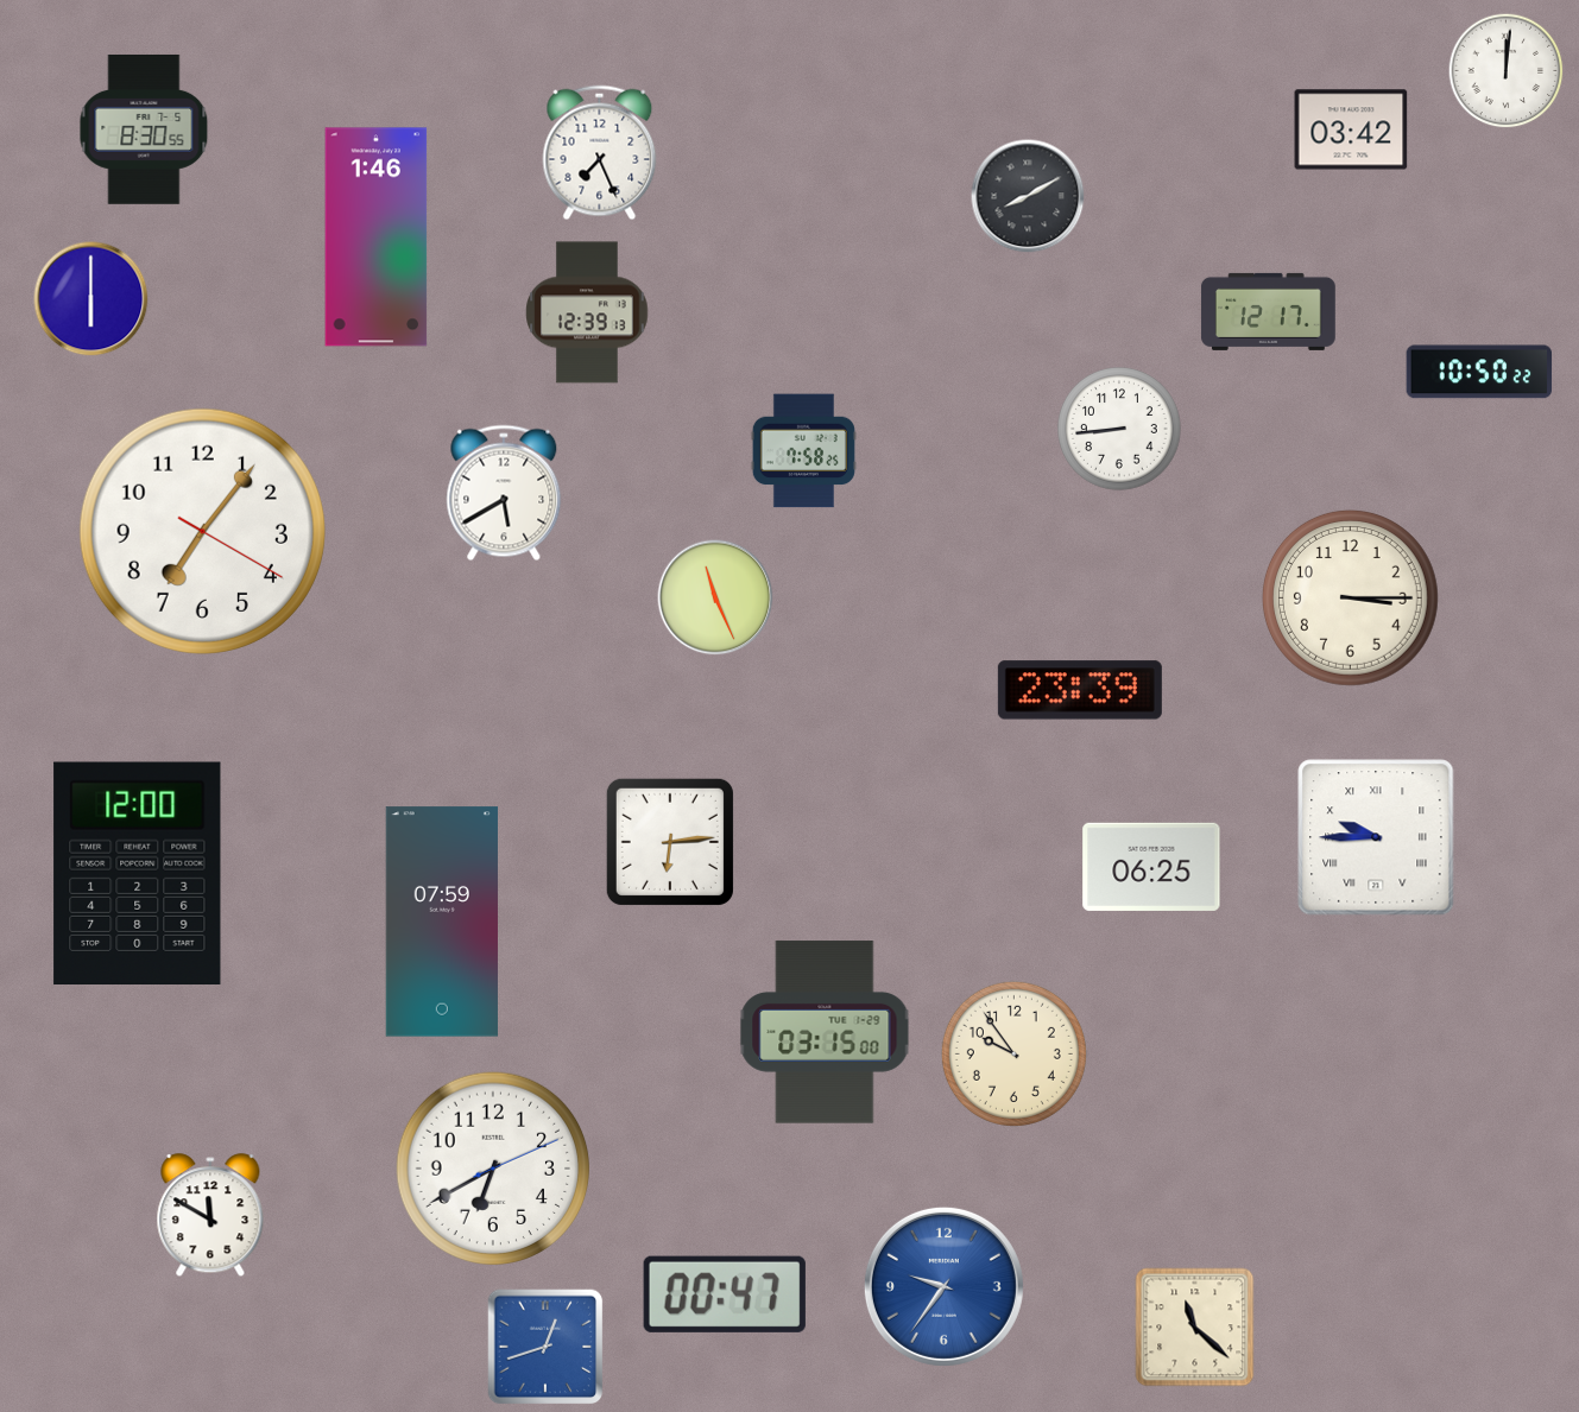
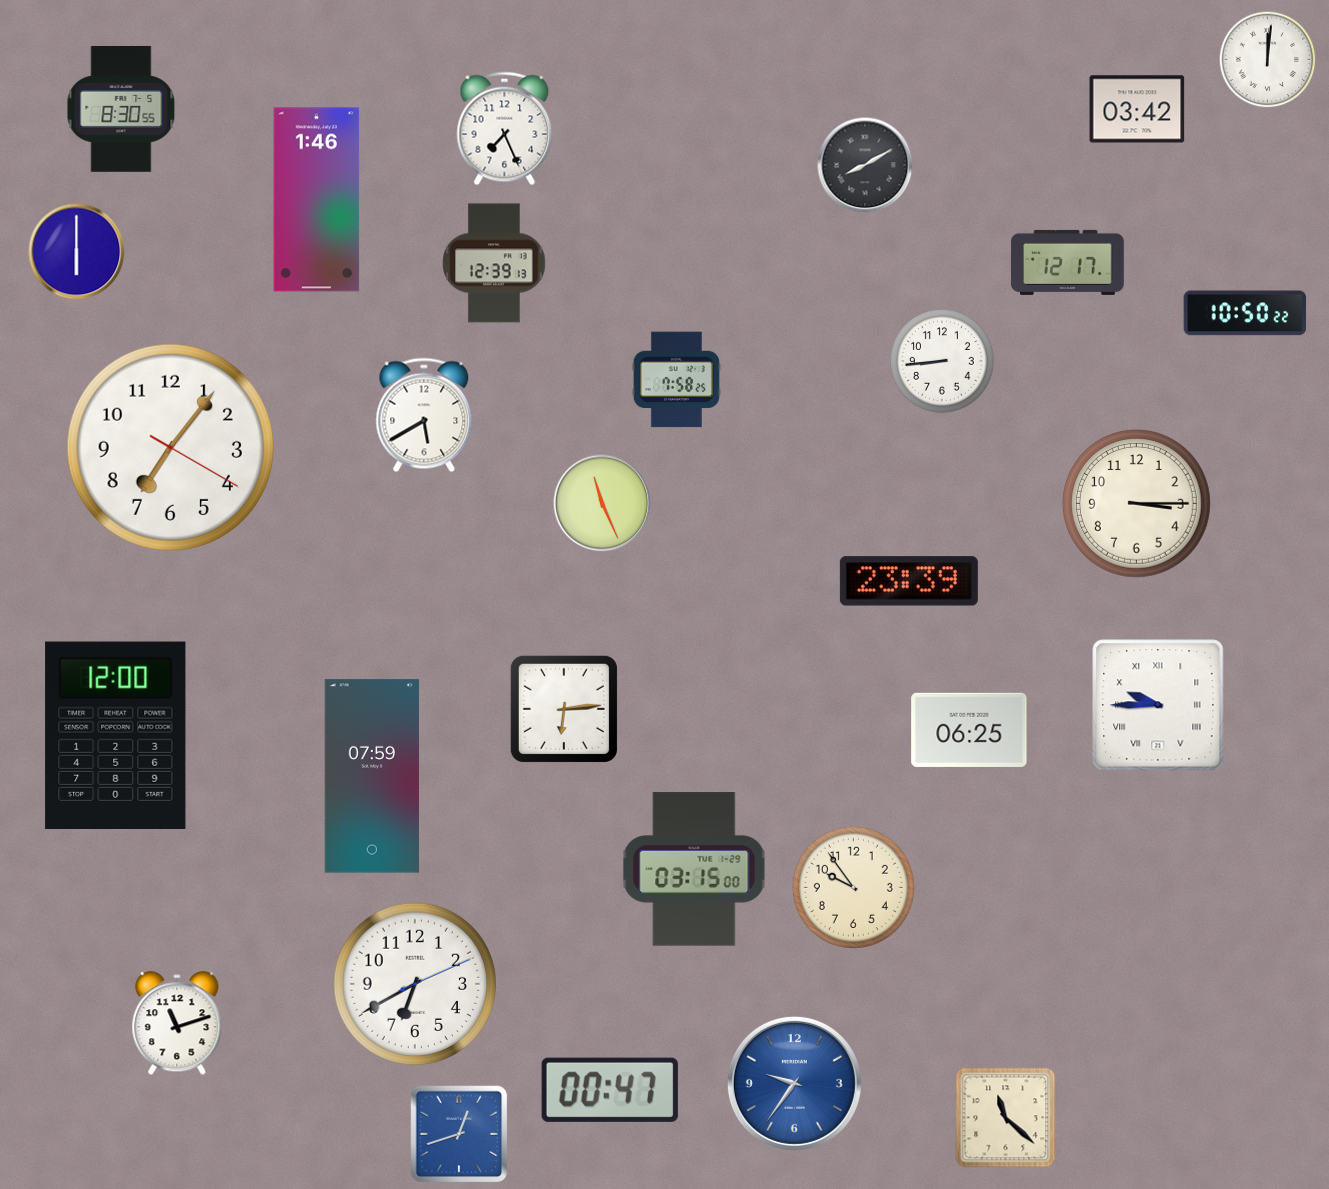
clock at (210, 1216): 11:50 -> 11:12
